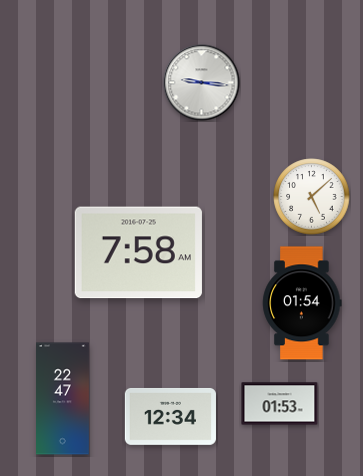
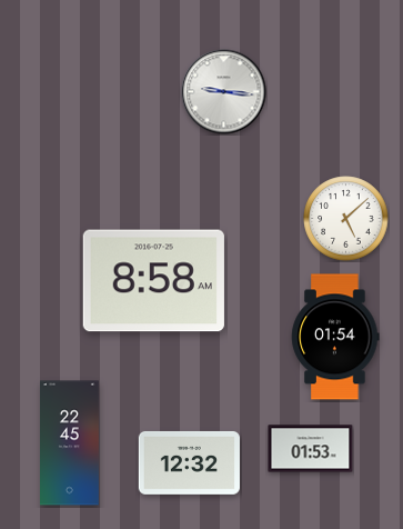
clock at (138, 253): 7:58 -> 8:58
clock at (63, 399): 22:47 -> 22:45
clock at (170, 416): 12:34 -> 12:32
